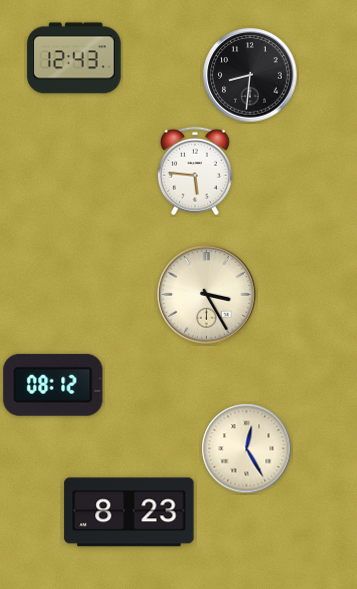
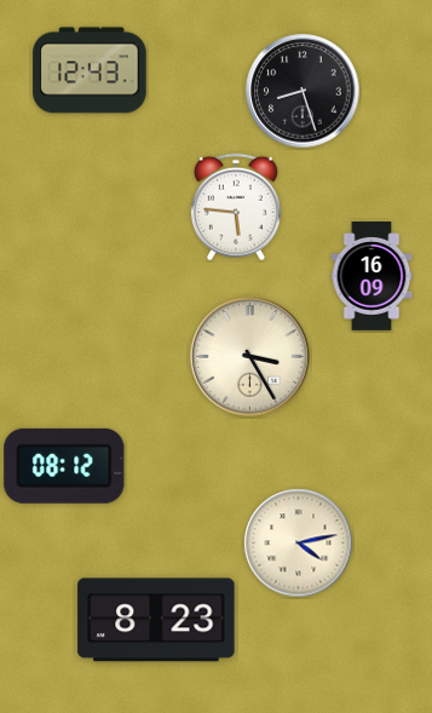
clock at (250, 75): 8:31 -> 8:27
clock at (371, 277): none -> 16:09
clock at (247, 449): 12:25 -> 4:13
